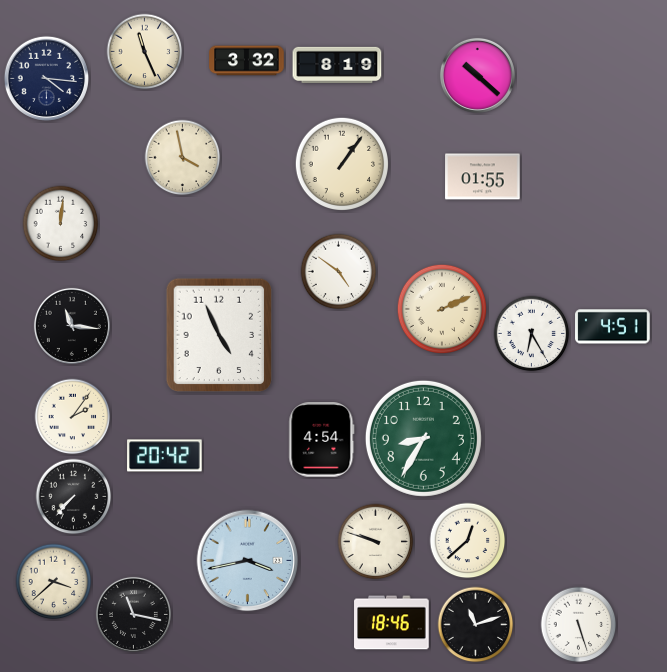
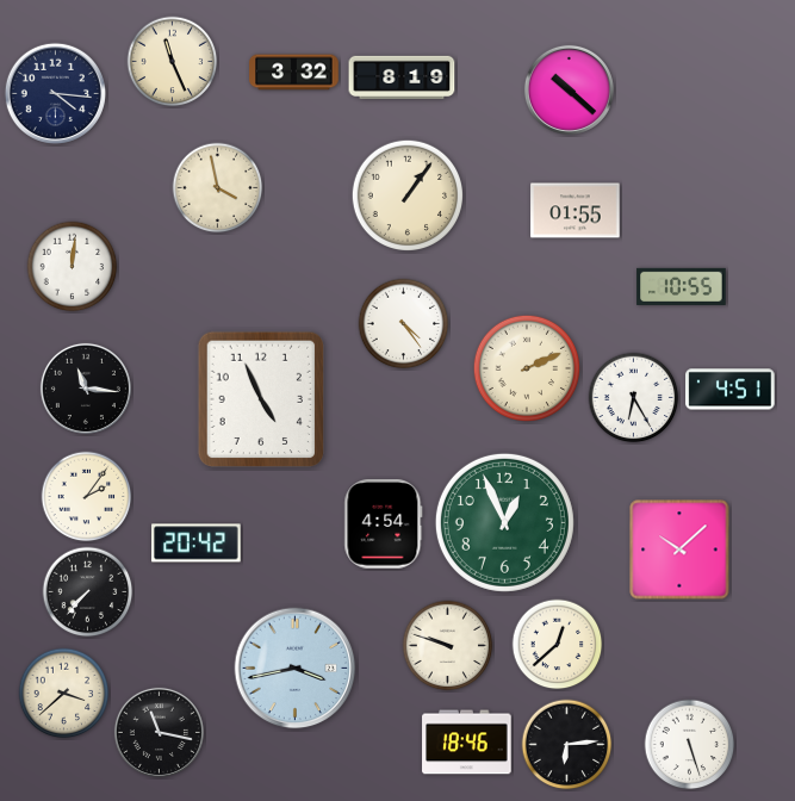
clock at (682, 286): none -> 10:55
clock at (339, 272): 4:51 -> 4:24
clock at (423, 438): 8:35 -> 12:56
clock at (679, 549): none -> 10:08
clock at (476, 625): 11:12 -> 6:14
